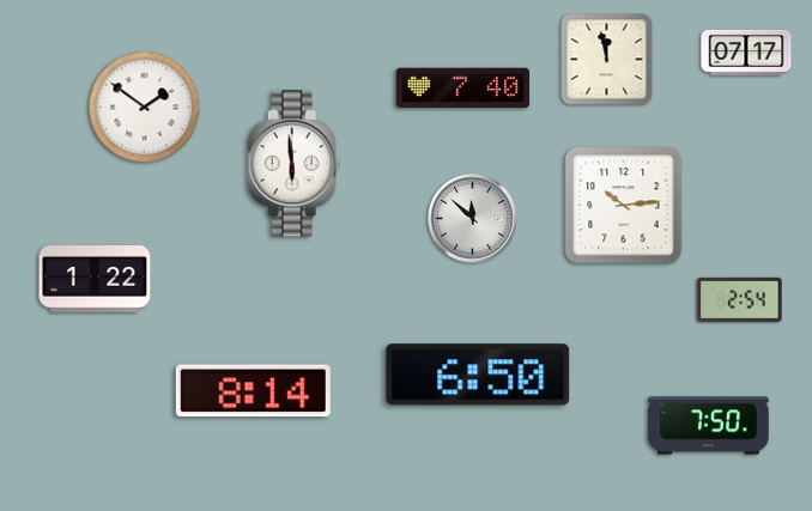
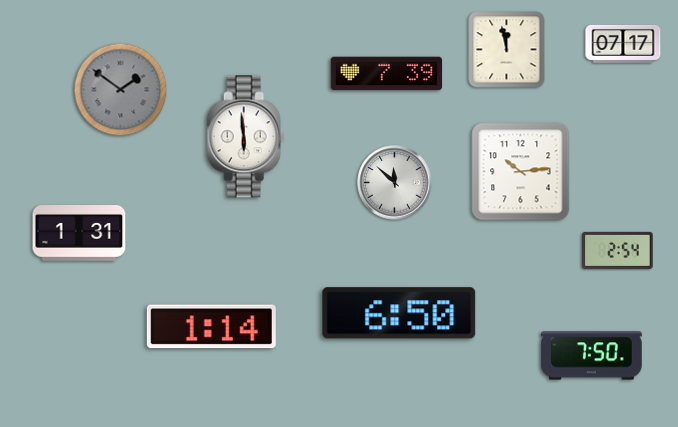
clock at (463, 89): 7:40 -> 7:39
clock at (145, 108) dial: white -> grey
clock at (95, 280): 1:22 -> 1:31
clock at (253, 391): 8:14 -> 1:14
